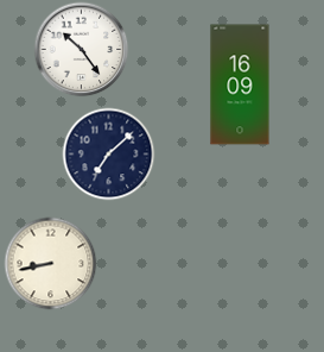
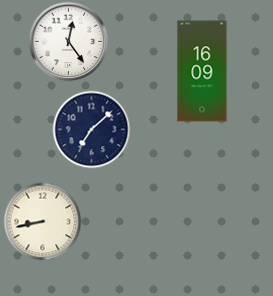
clock at (81, 49): 10:24 -> 12:24
